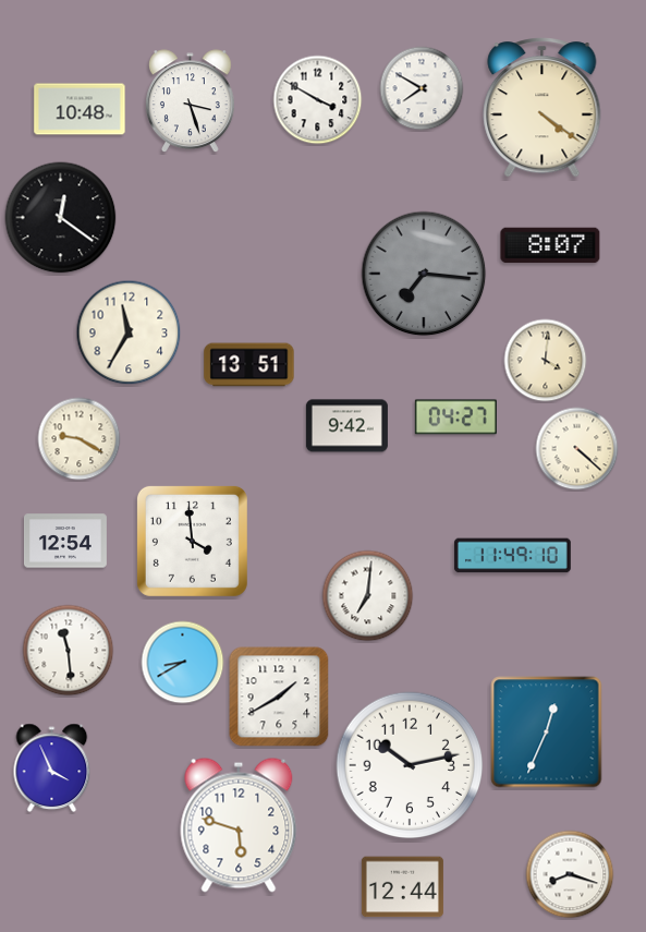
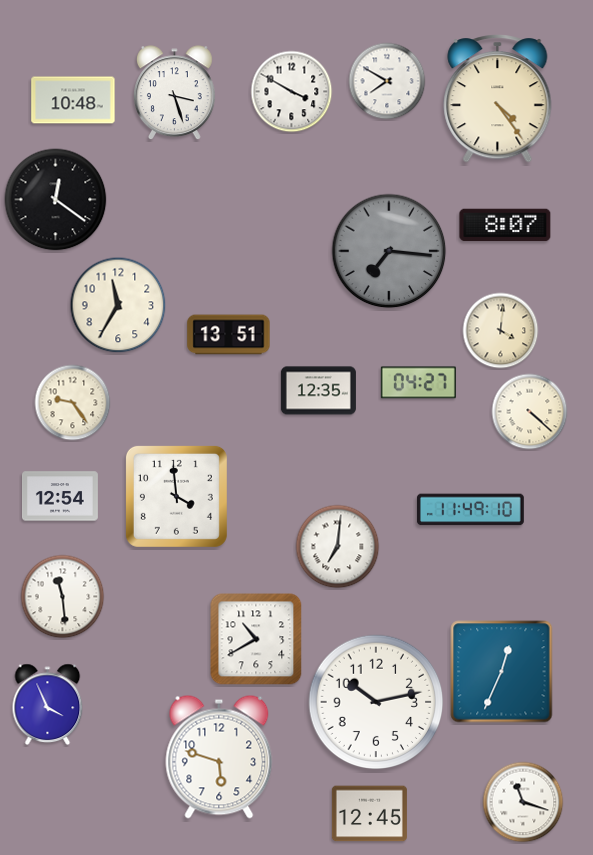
clock at (543, 108): 4:21 -> 4:24
clock at (346, 426): 9:42 -> 12:35
clock at (80, 439): 9:20 -> 9:24
clock at (183, 663): 8:40 -> none
clock at (279, 697): 1:40 -> 10:40
clock at (570, 874): 8:18 -> 11:18
clock at (402, 887): 12:44 -> 12:45
